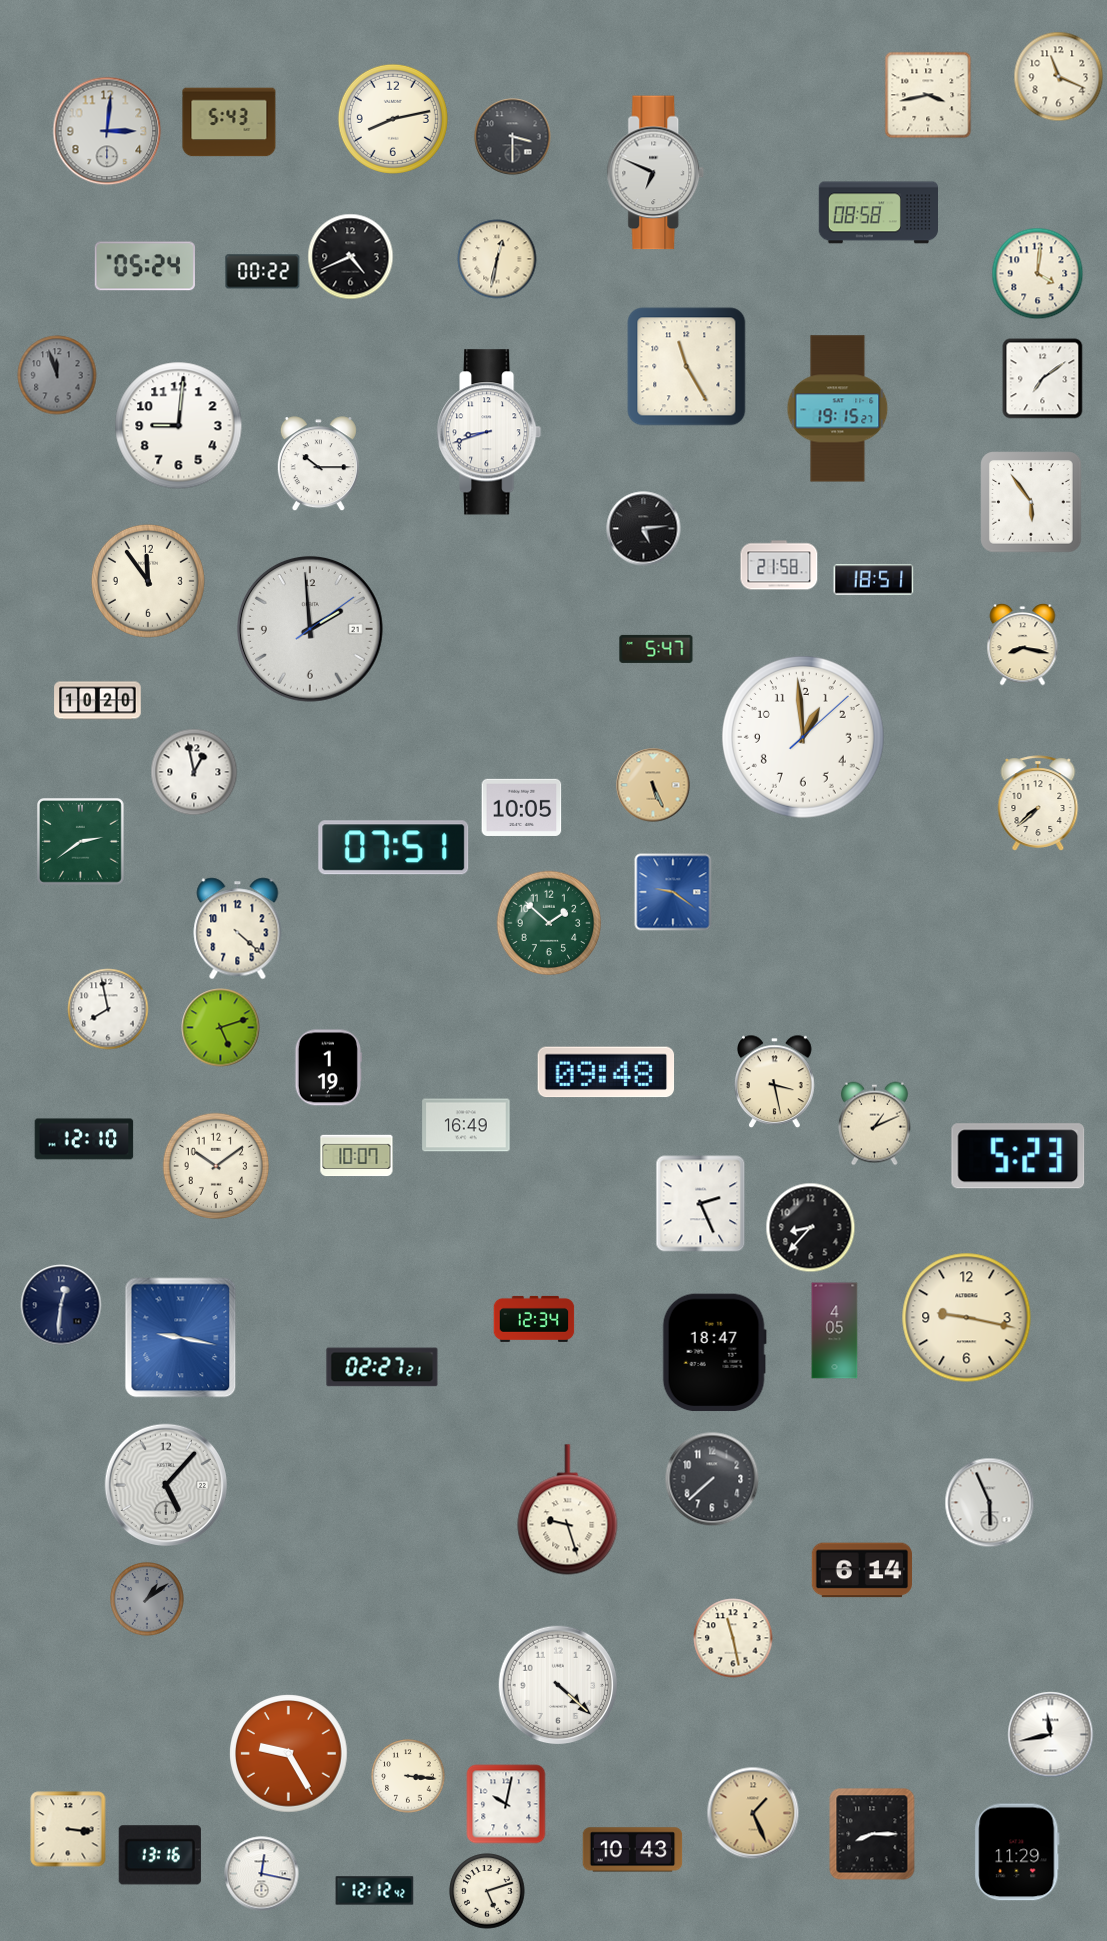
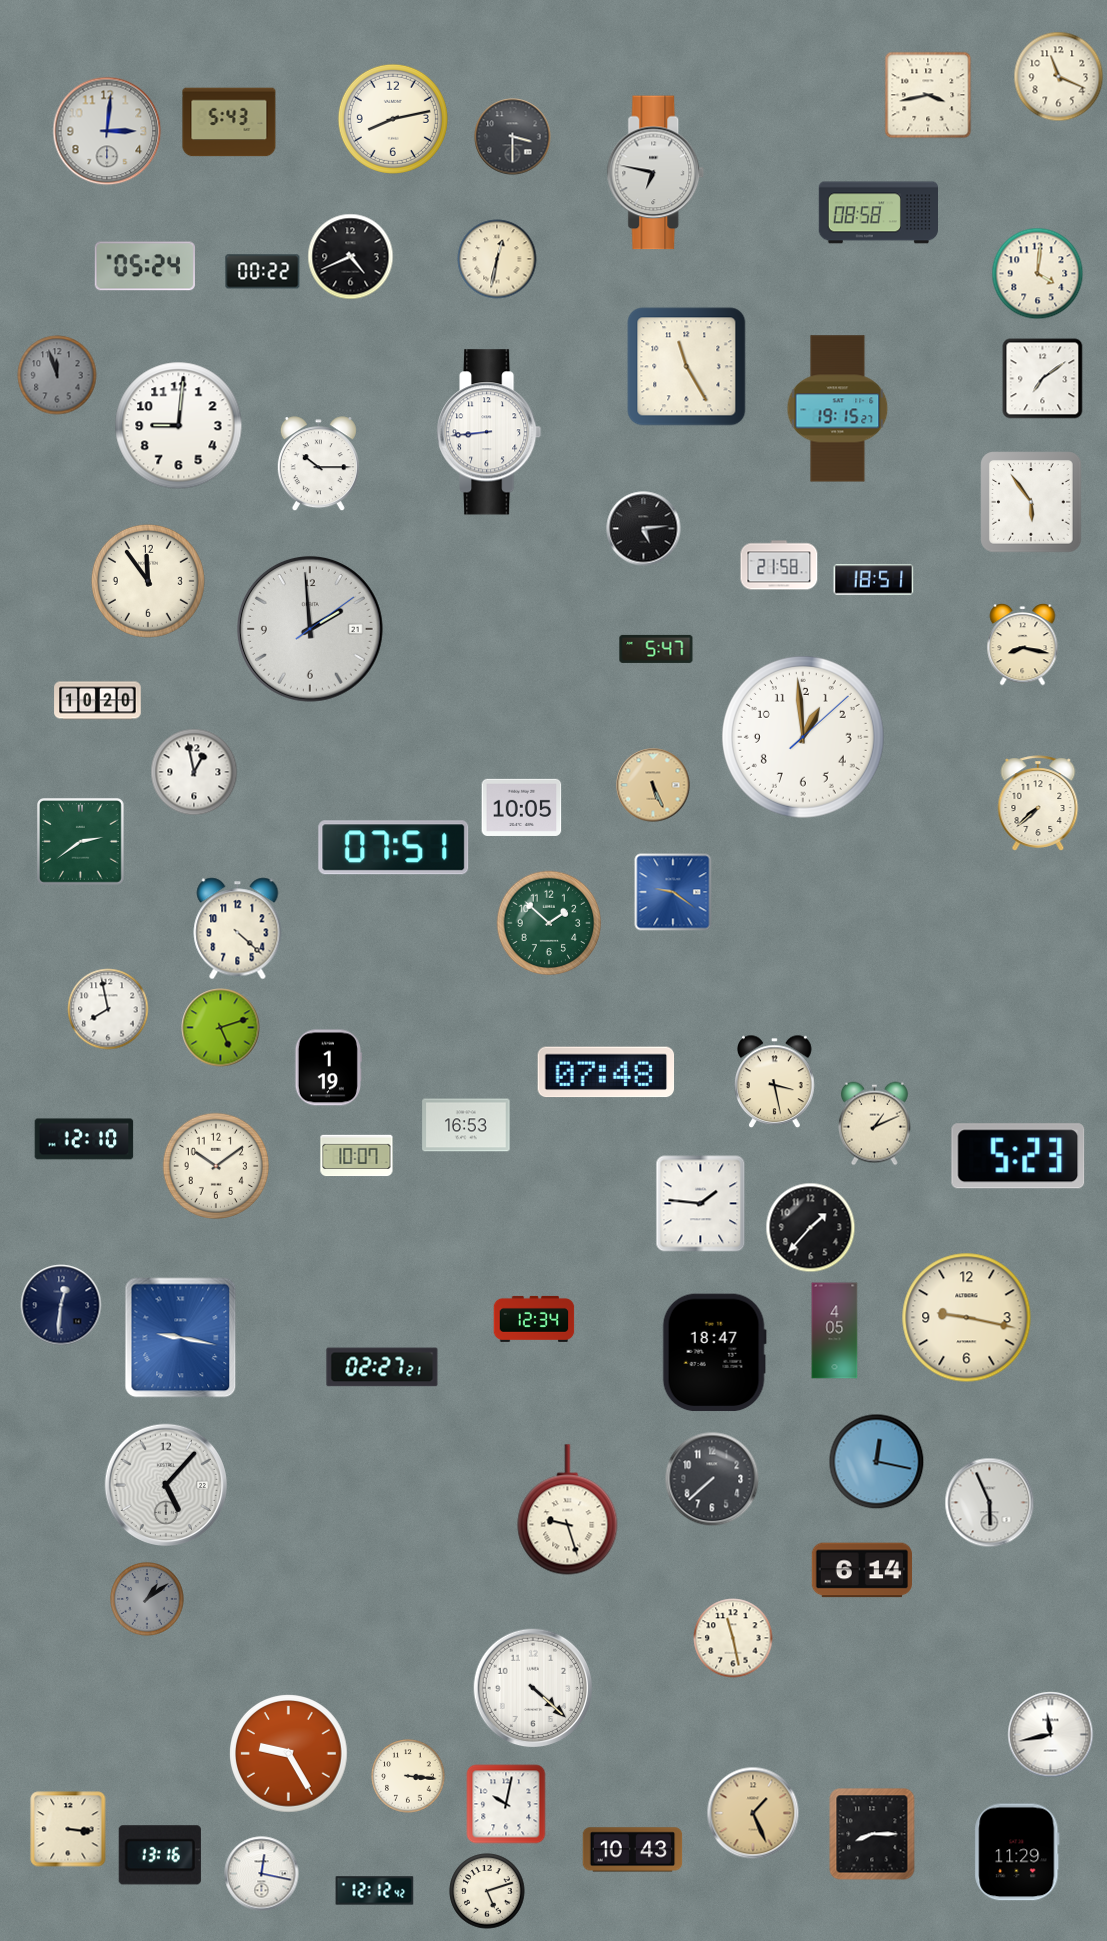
clock at (656, 173): 6:49 -> 6:47
clock at (490, 432): 8:42 -> 8:44
clock at (606, 1072): 09:48 -> 07:48
clock at (466, 1125): 16:49 -> 16:53
clock at (701, 1204): 2:26 -> 1:46
clock at (811, 1228): 8:37 -> 1:37
clock at (877, 1462): none -> 12:17
clock at (558, 1685) position: (558, 1685) -> (533, 1688)
